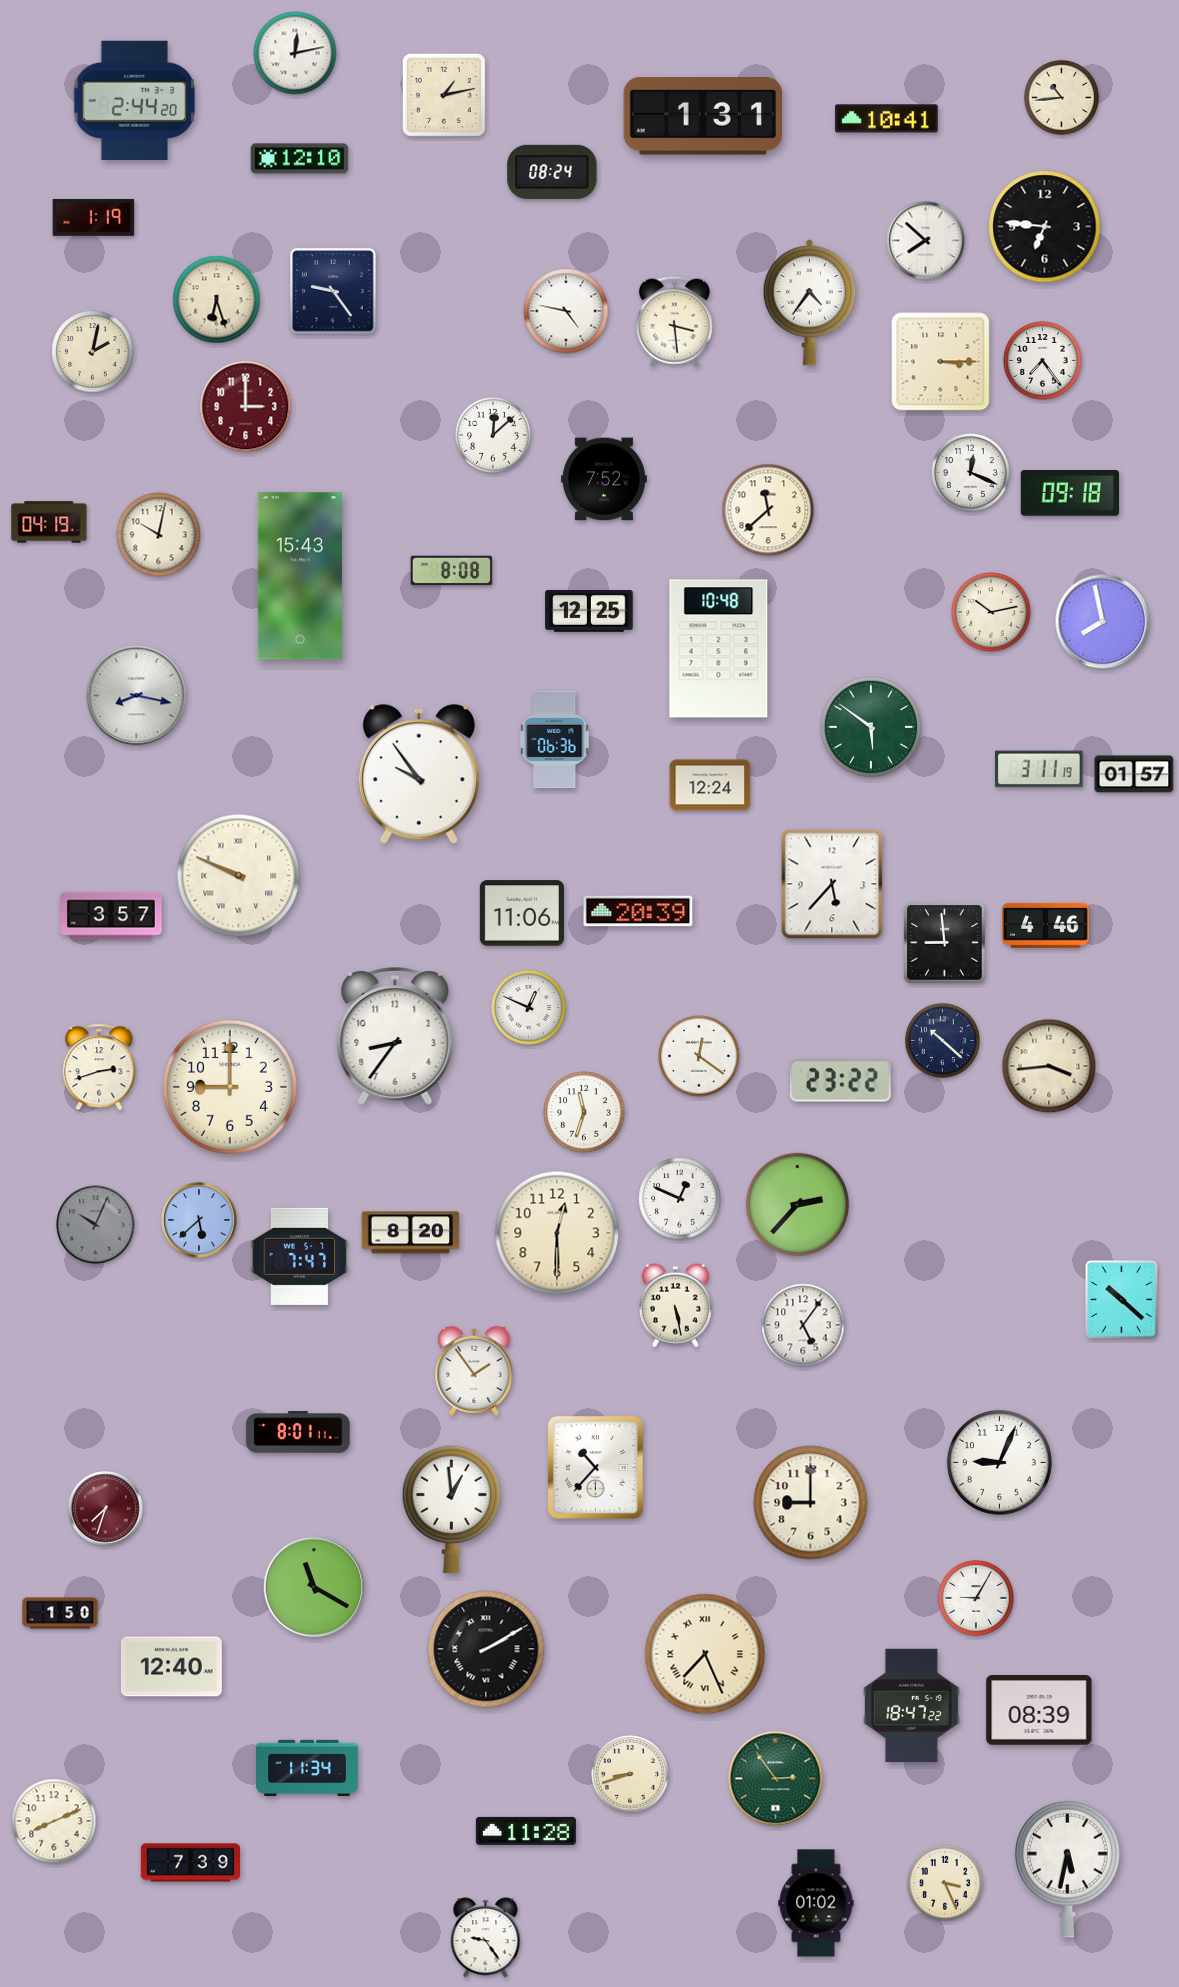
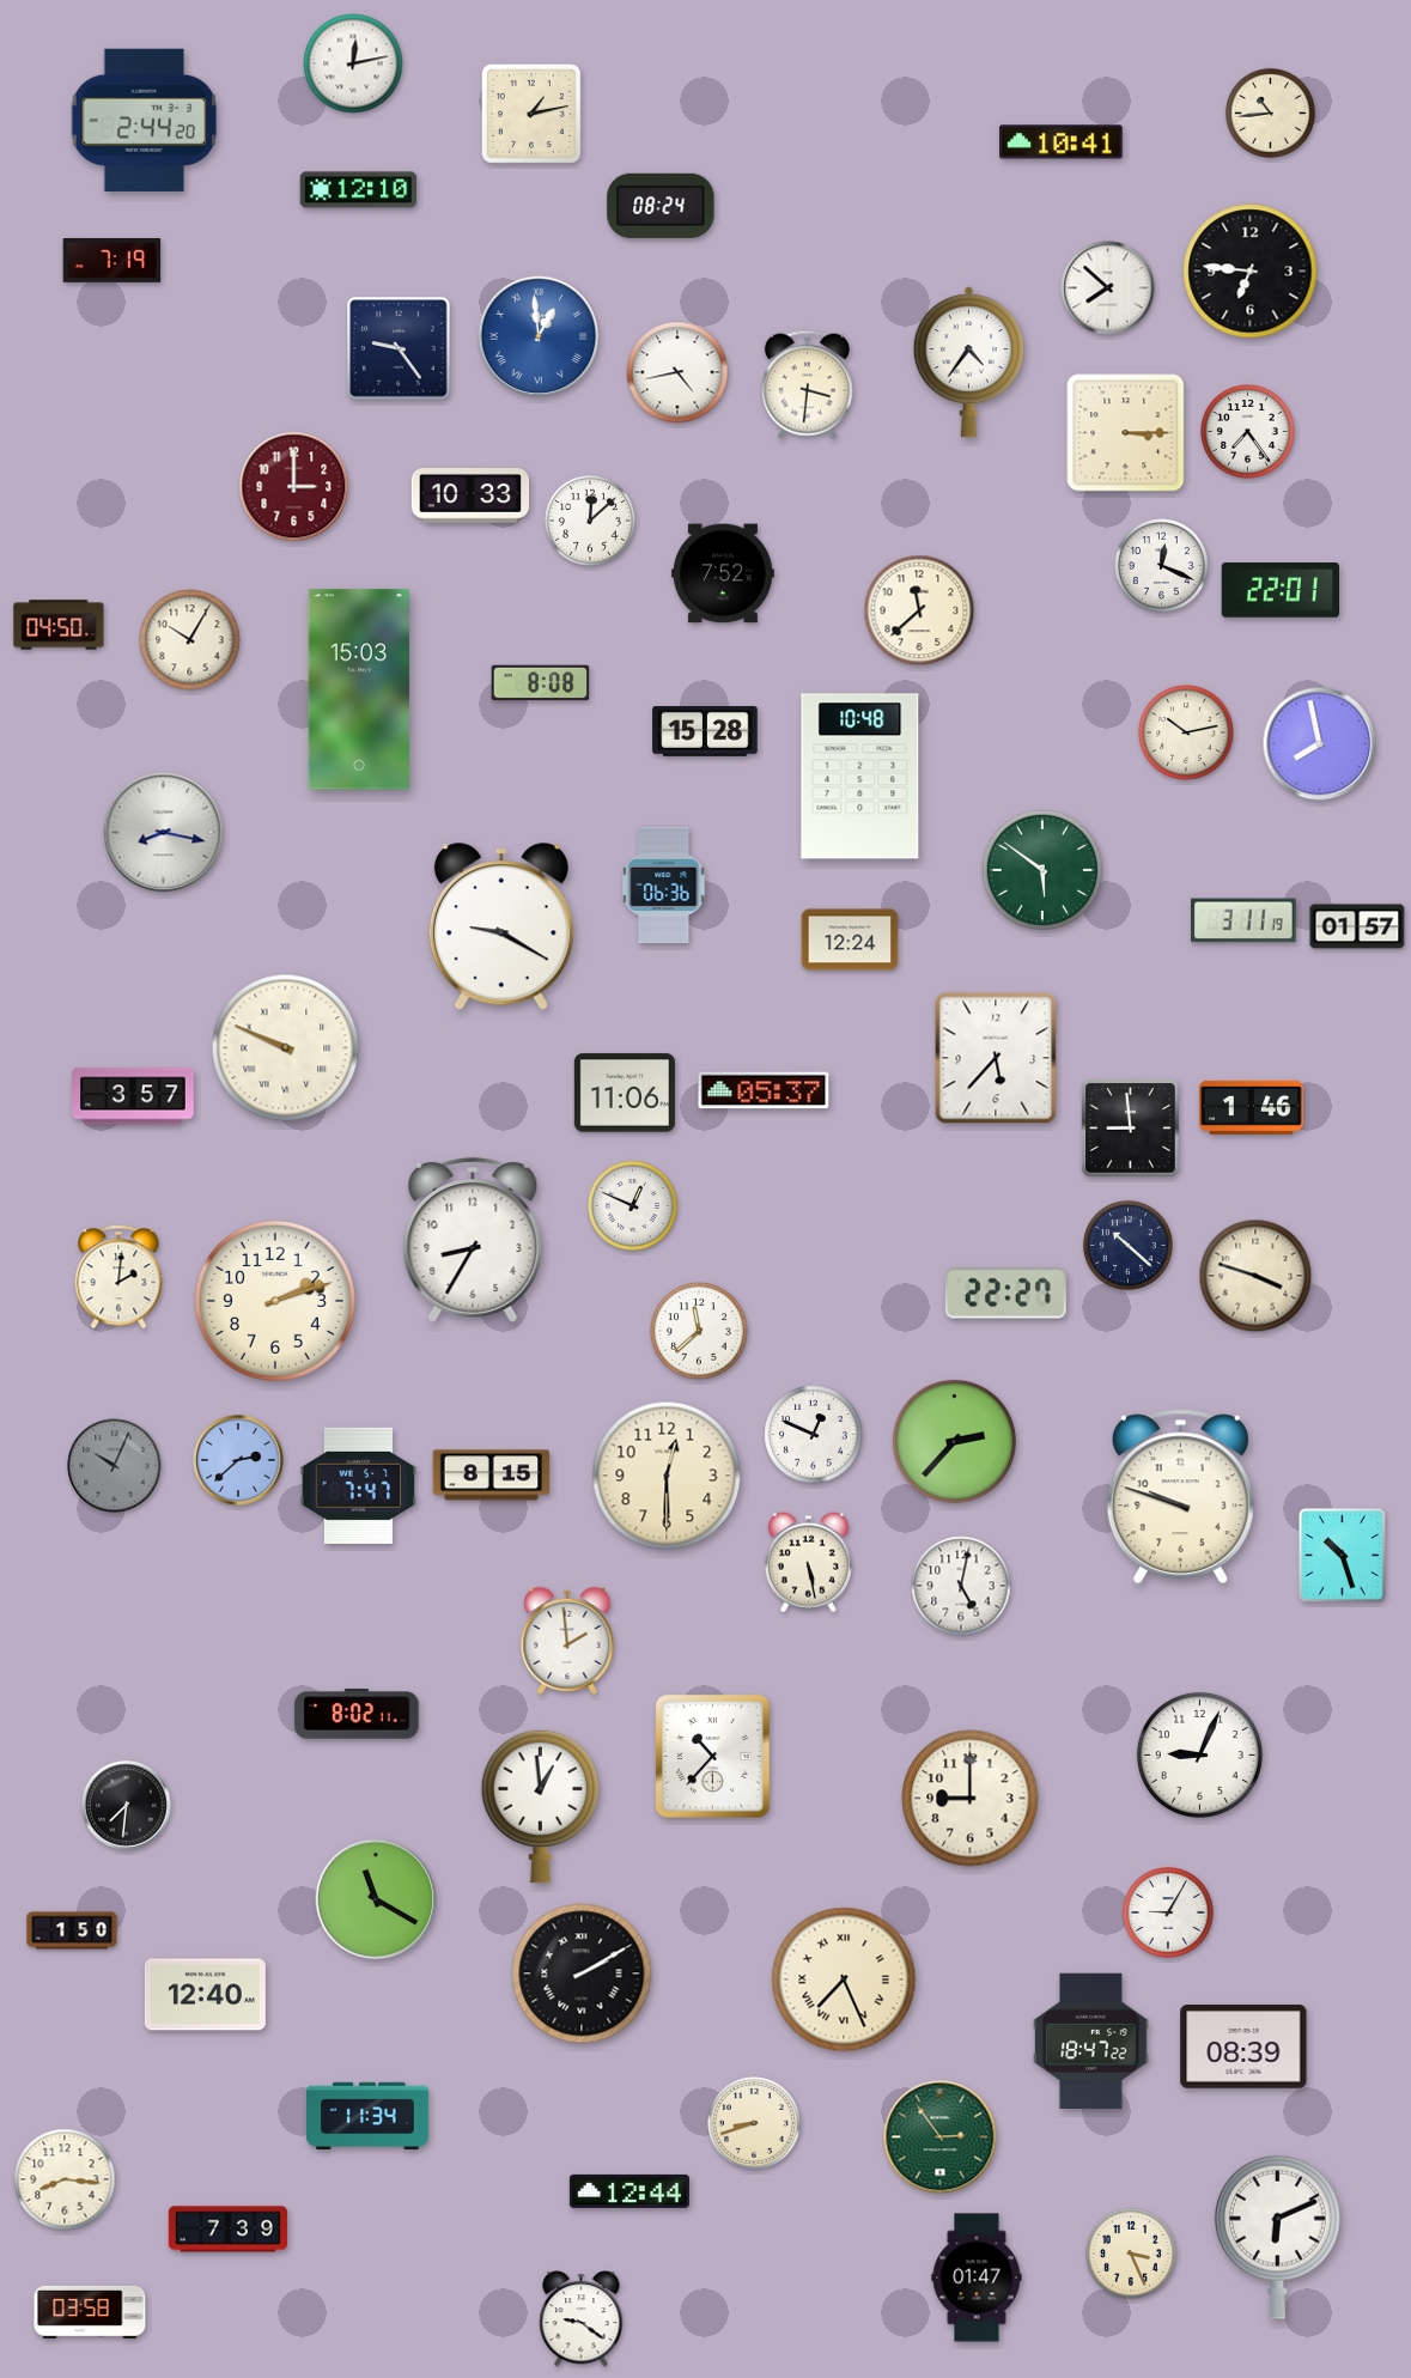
clock at (1061, 97) position: (1061, 97) -> (1270, 112)
clock at (135, 100) position: (135, 100) -> (145, 120)
clock at (703, 116): 1:31 -> none
clock at (94, 218): 1:19 -> 7:19
clock at (539, 336): none -> 12:59
clock at (217, 300): 6:27 -> none
clock at (566, 311): 4:47 -> 4:43
clock at (674, 321): 3:29 -> 3:31
clock at (93, 352): 2:02 -> none
clock at (470, 497): none -> 10:33
clock at (1069, 493): 09:18 -> 22:01
clock at (49, 522): 04:19 -> 04:50
clock at (159, 535): 10:02 -> 10:05
clock at (300, 576): 15:43 -> 15:03
clock at (589, 612): 12:25 -> 15:28
clock at (419, 775): 9:54 -> 9:20
clock at (638, 911): 20:39 -> 05:37
clock at (1046, 925): 4:46 -> 1:46
clock at (395, 1037): 8:36 -> 8:35
clock at (699, 1056): 12:21 -> none
clock at (1049, 1066): 3:44 -> 3:48
clock at (99, 1067): 2:42 -> 2:01
clock at (840, 1081): 23:22 -> 22:27
clock at (230, 1087): 9:00 -> 2:12
clock at (584, 1112): 11:33 -> 11:38
clock at (199, 1220): 5:38 -> 2:38
clock at (411, 1233): 8:20 -> 8:15
clock at (1180, 1497): none -> 9:48
clock at (300, 1256) position: (300, 1256) -> (359, 1485)
clock at (1122, 1300): 10:22 -> 10:27
clock at (803, 1325): 5:06 -> 5:02
clock at (474, 1371): 1:54 -> 1:59
clock at (298, 1432): 8:01 -> 8:02
clock at (999, 1462) position: (999, 1462) -> (1199, 1754)
clock at (106, 1509): 7:33 -> 7:31
clock at (106, 1509) dial: burgundy -> black
clock at (776, 1779) position: (776, 1779) -> (941, 2137)
clock at (54, 1821): 8:11 -> 8:16
clock at (526, 1831): 11:28 -> 12:44
clock at (1067, 1869): 5:32 -> 6:11
clock at (816, 1903): 01:02 -> 01:47
clock at (90, 2312): none -> 03:58
clock at (486, 1938): 9:24 -> 9:21
